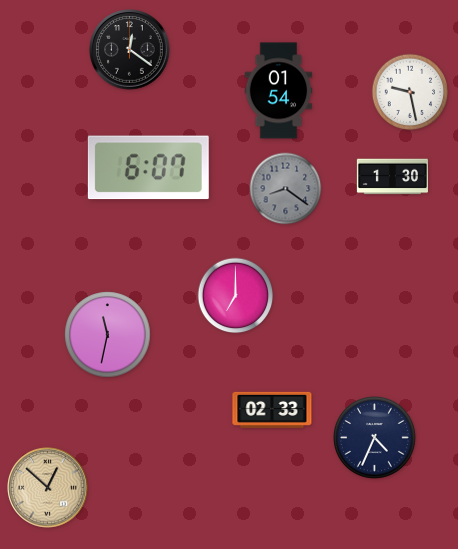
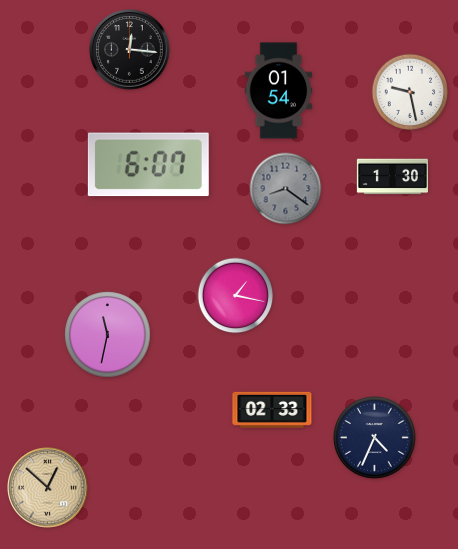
clock at (130, 50): 12:21 -> 12:16
clock at (148, 168) position: (148, 168) -> (148, 165)
clock at (236, 296): 7:00 -> 1:17
